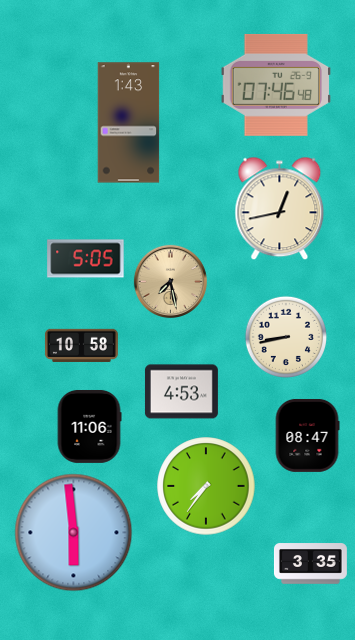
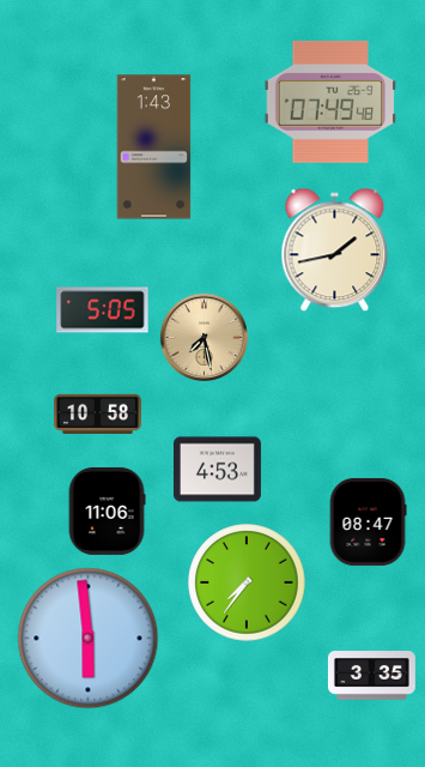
clock at (275, 85): 07:46 -> 07:49
clock at (280, 209): 12:43 -> 1:43
clock at (285, 336): 8:43 -> none
